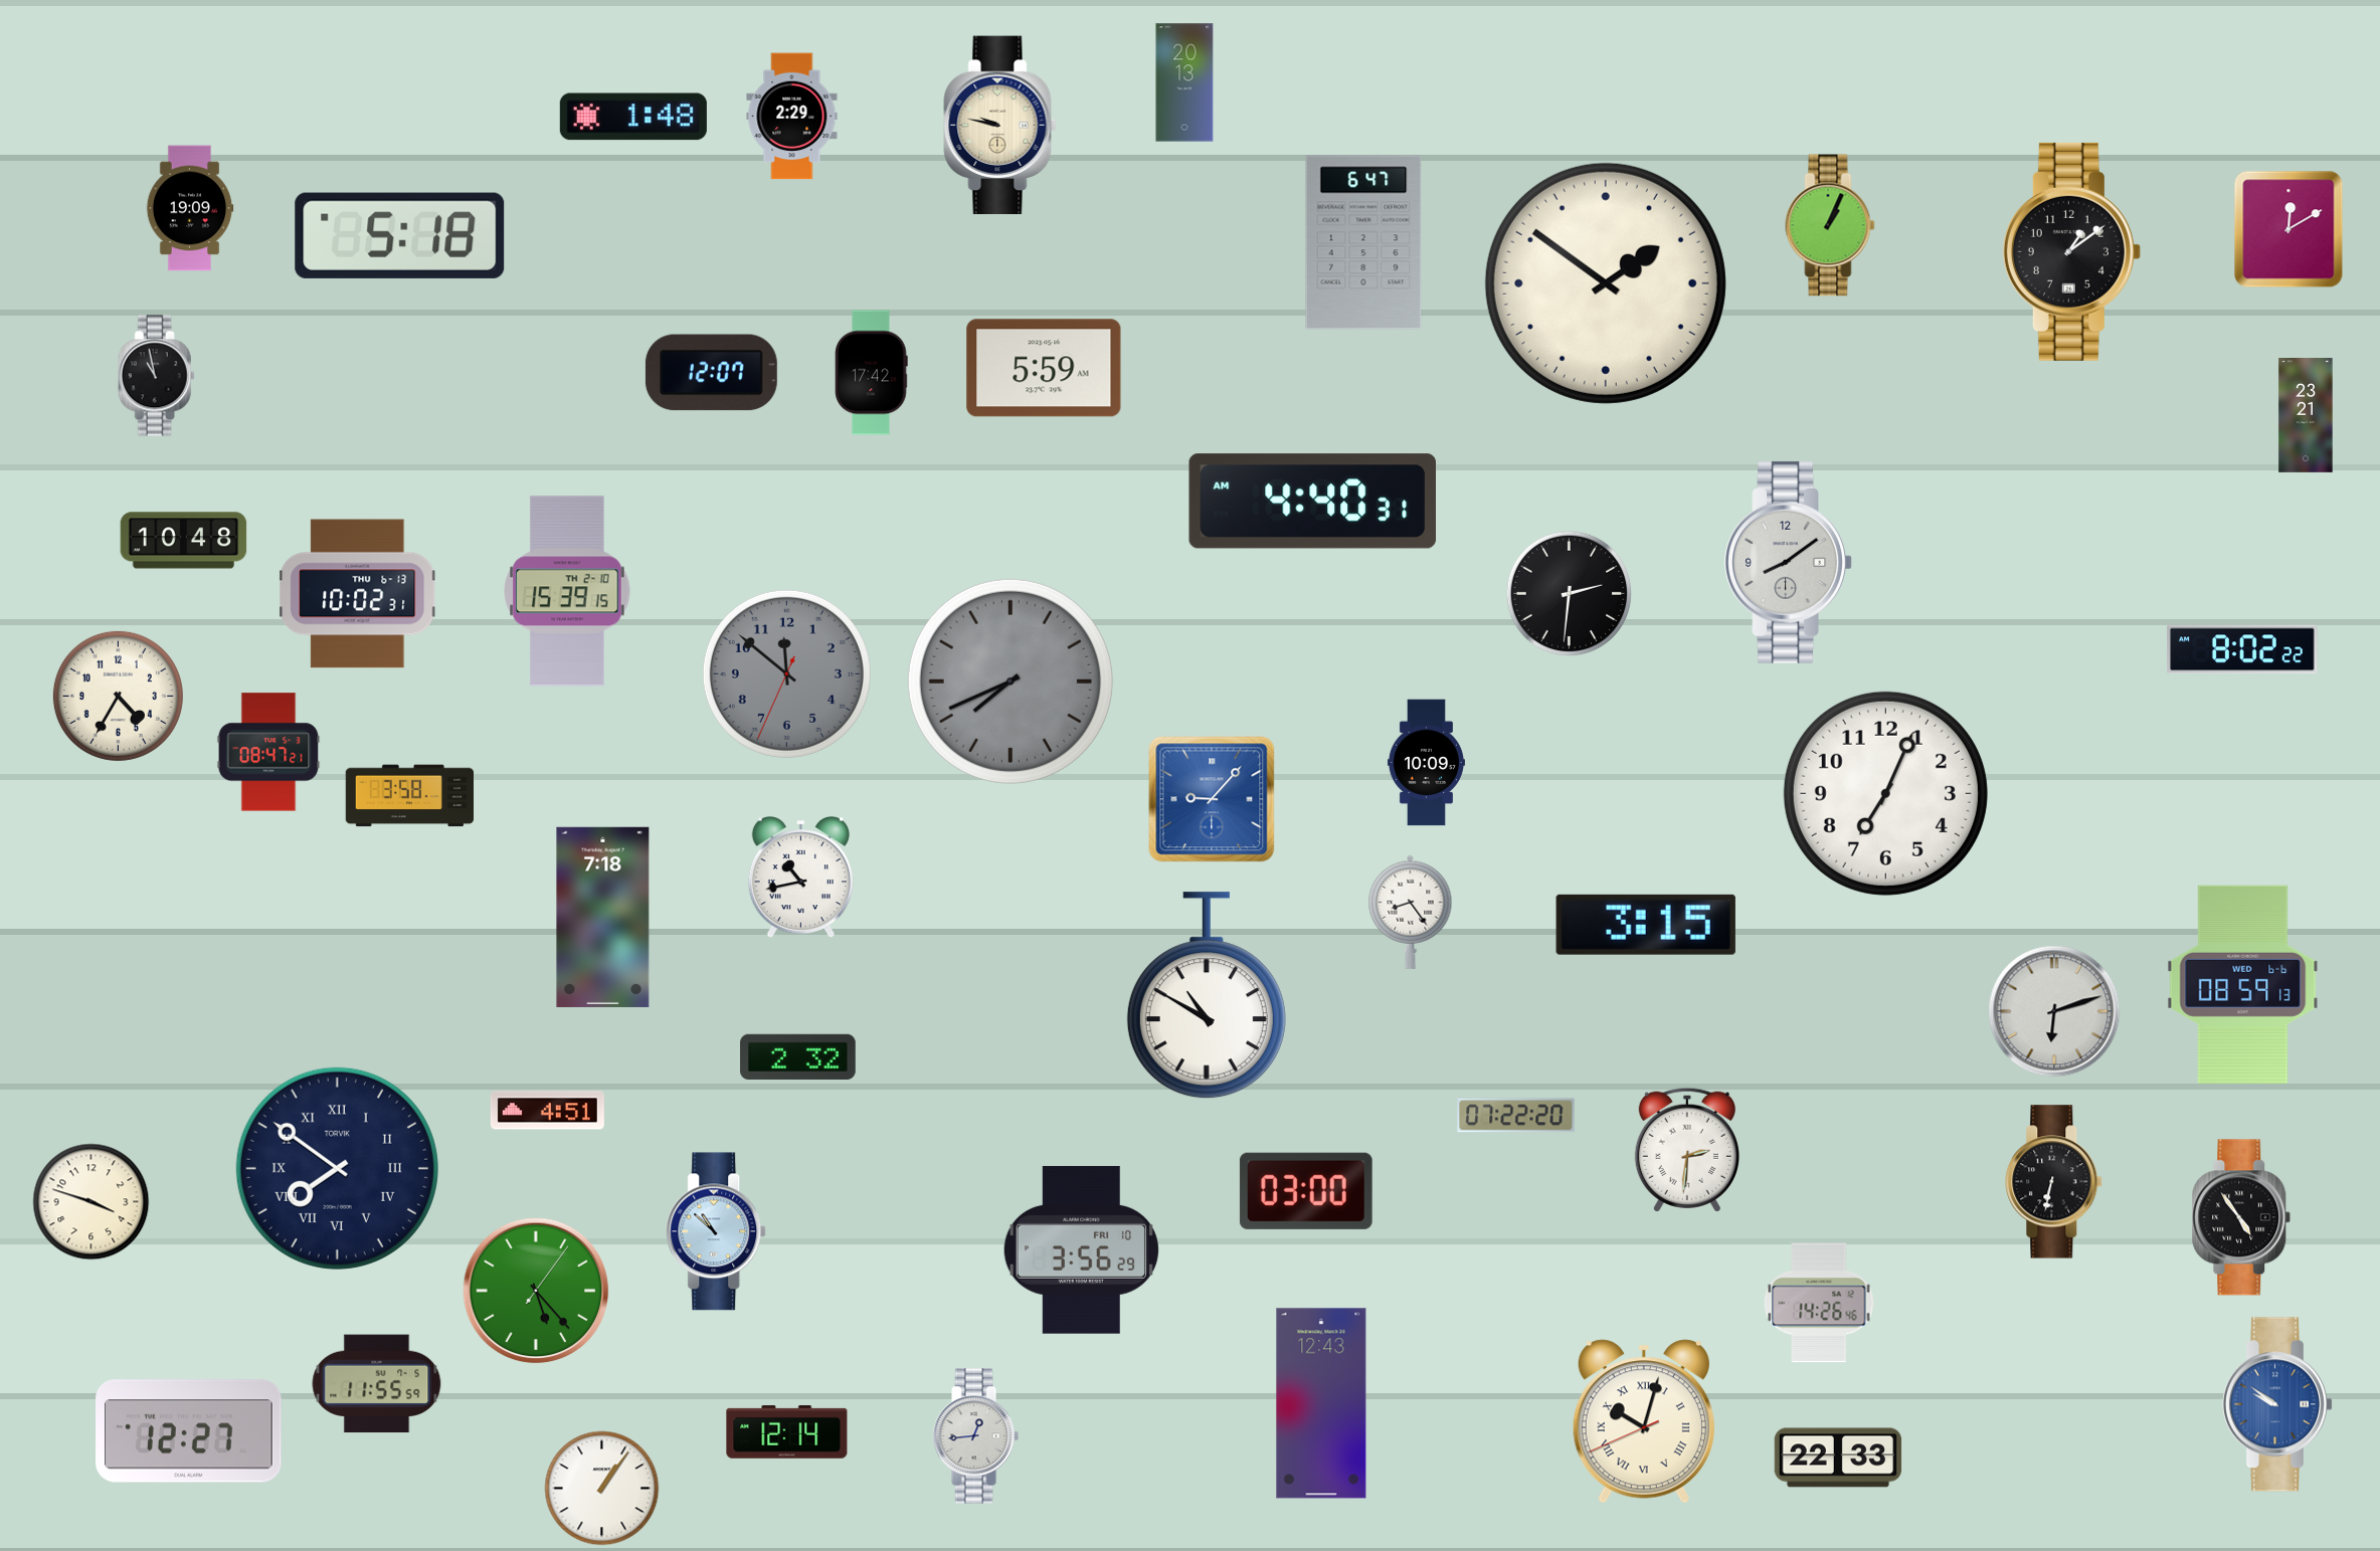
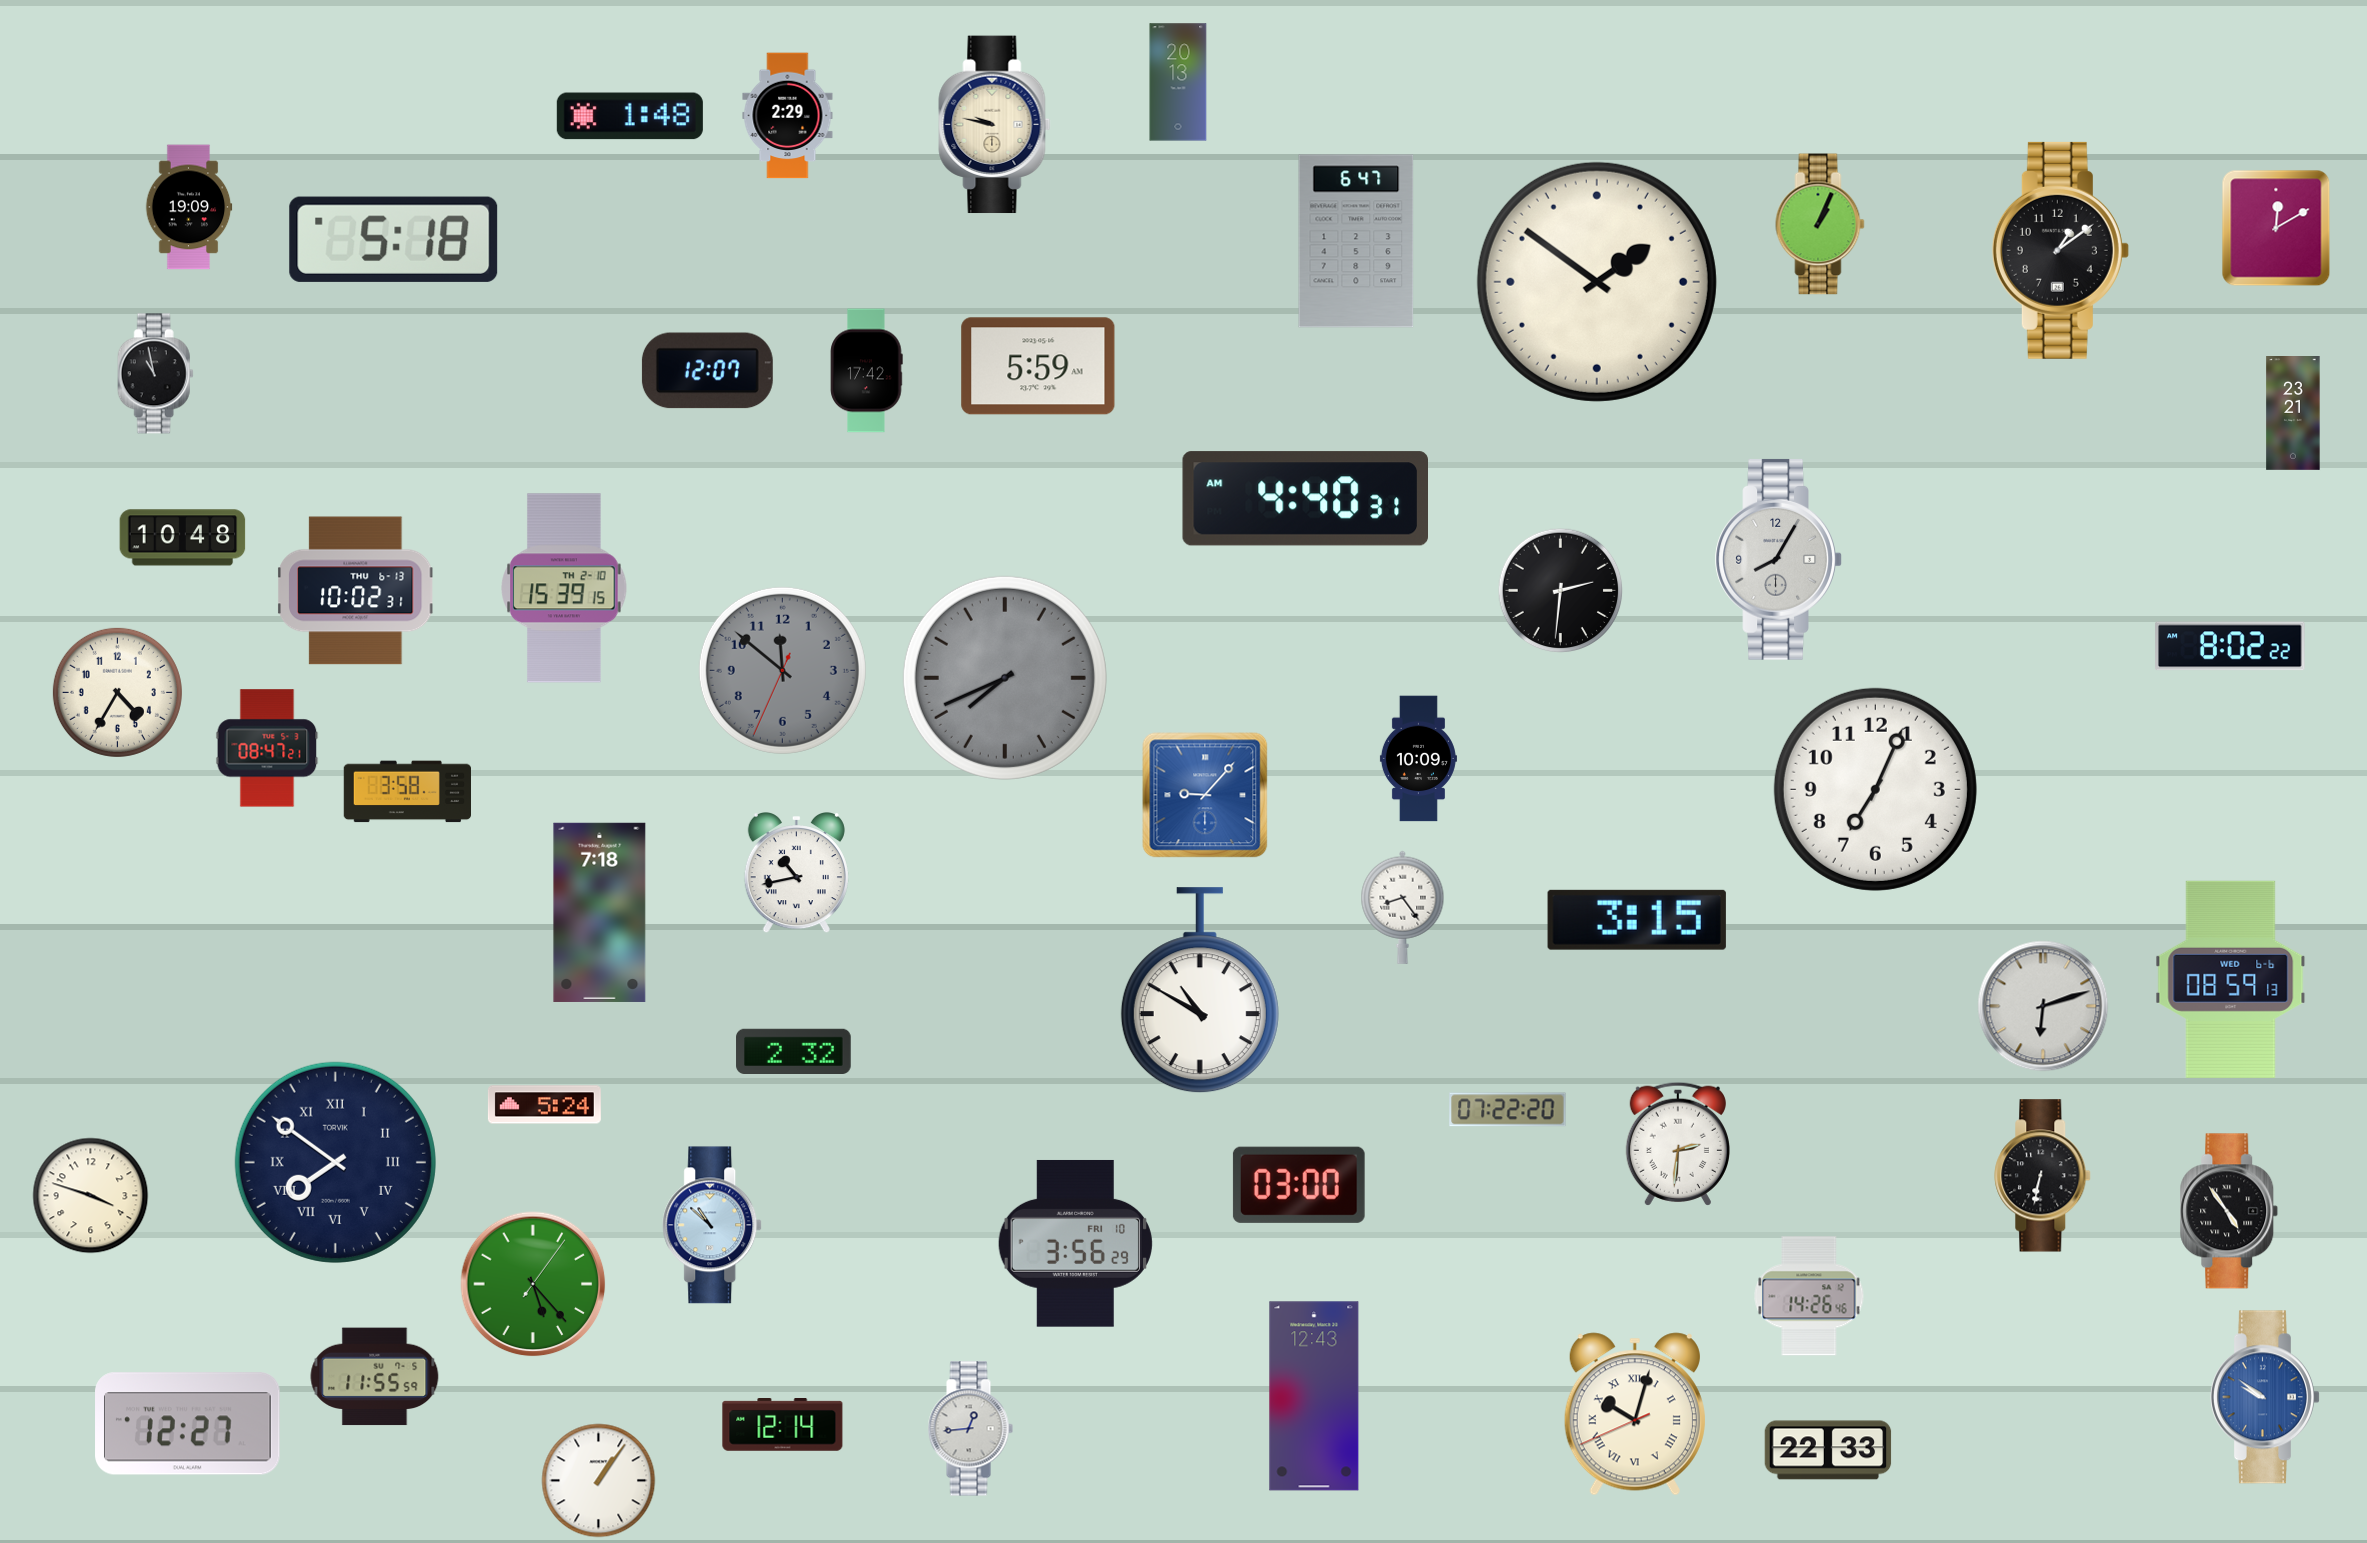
clock at (400, 235) position: (400, 235) -> (394, 239)
clock at (1789, 562): 8:09 -> 8:05
clock at (547, 1111): 4:51 -> 5:24
